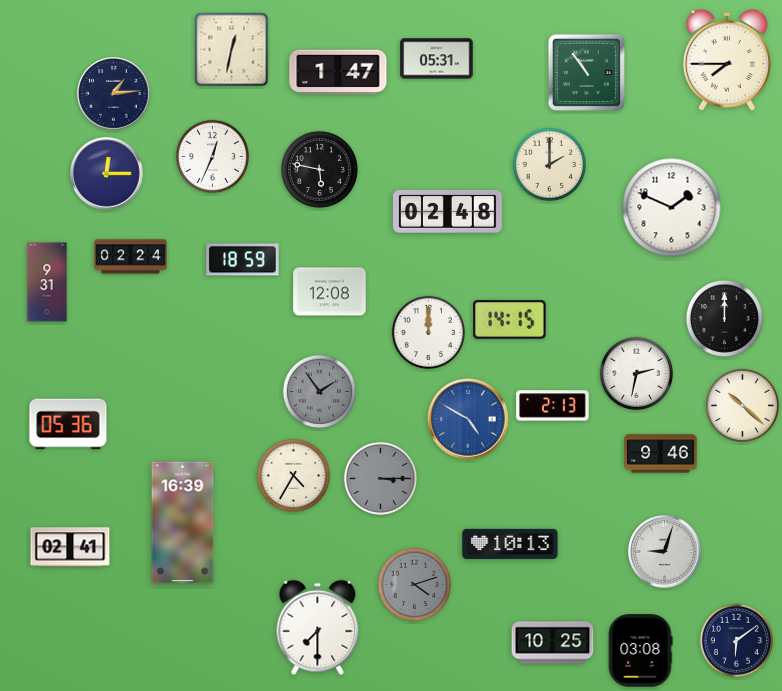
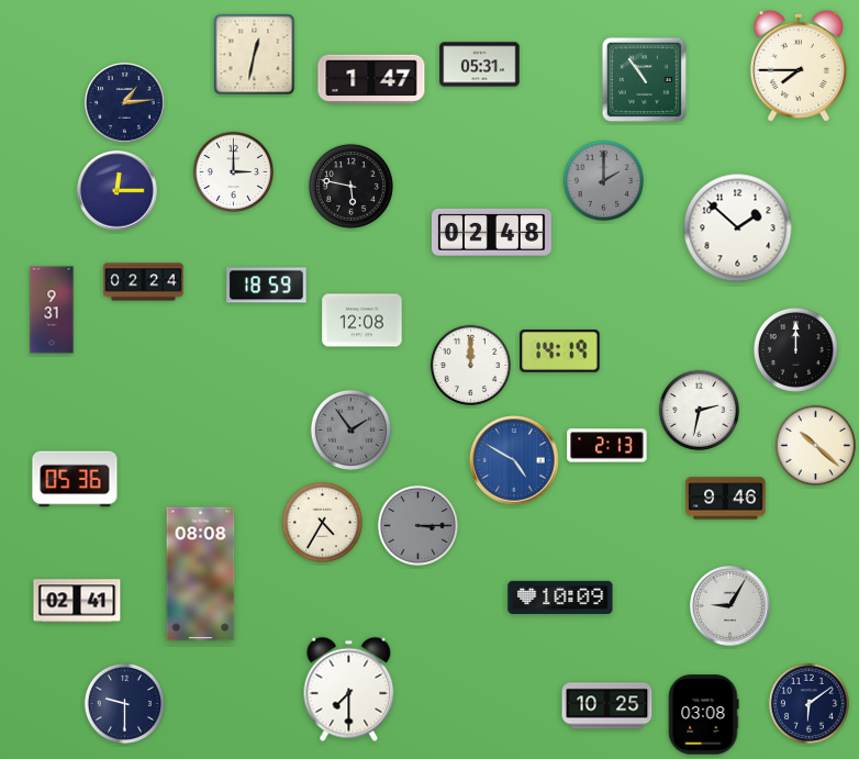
clock at (212, 156): 12:34 -> 3:00
clock at (549, 164) dial: cream -> grey
clock at (672, 208): 1:49 -> 1:52
clock at (510, 320): 14:15 -> 14:19
clock at (68, 424) position: (68, 424) -> (75, 479)
clock at (183, 523): 16:39 -> 08:08
clock at (510, 544): 10:13 -> 10:09
clock at (665, 552): 9:03 -> 9:05
clock at (414, 584): 4:12 -> none
clock at (124, 703): none -> 9:30
